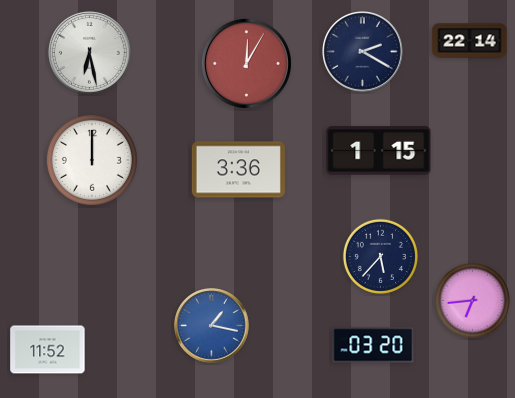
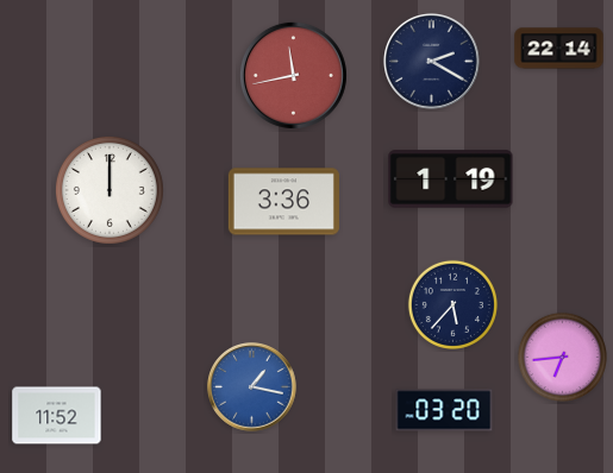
clock at (89, 52): 6:28 -> none
clock at (246, 63): 12:05 -> 11:43
clock at (379, 151): 1:15 -> 1:19
